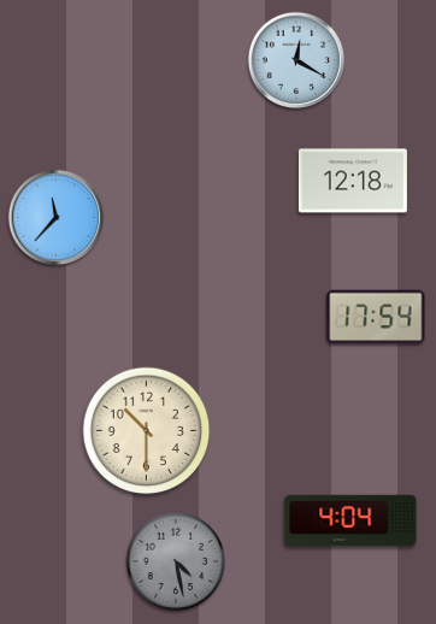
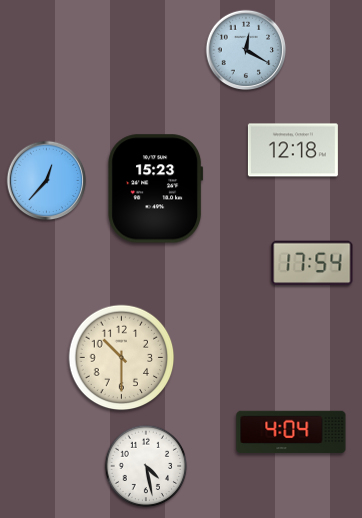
clock at (57, 218): 11:37 -> 12:37
clock at (156, 189): none -> 15:23
clock at (176, 561) dial: grey -> white
